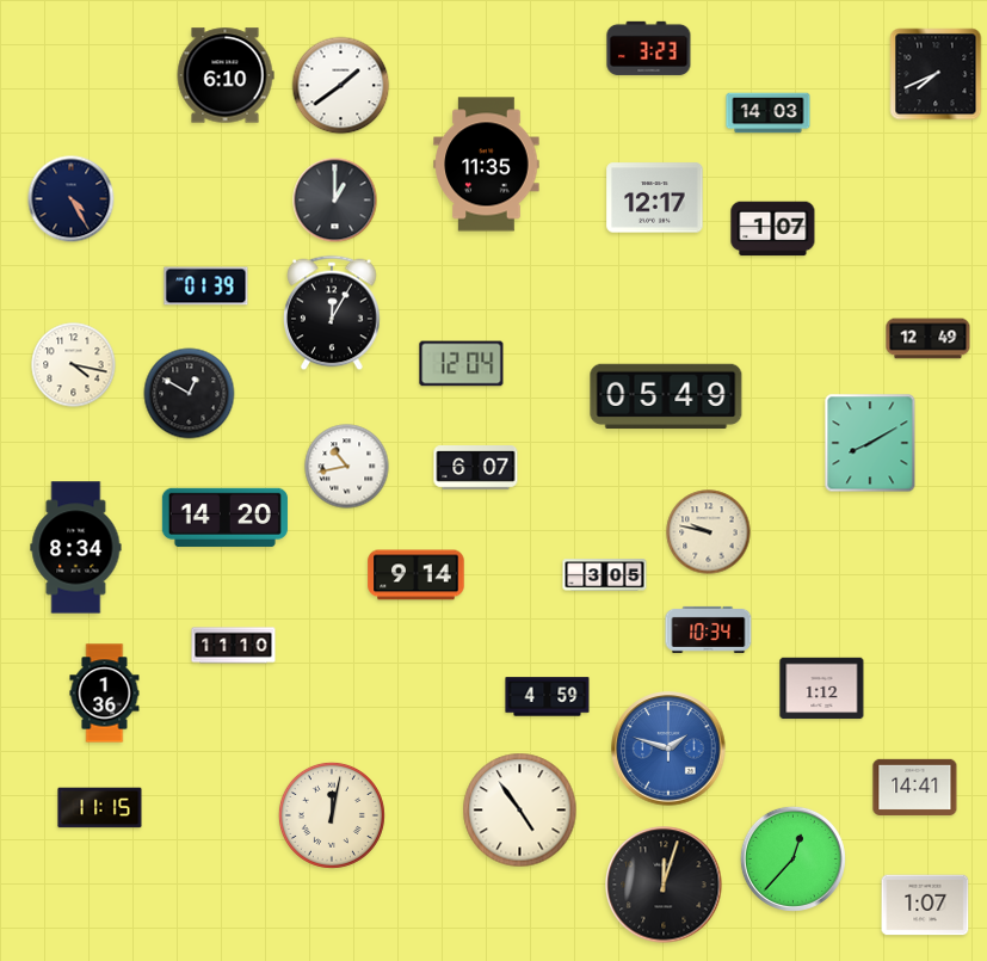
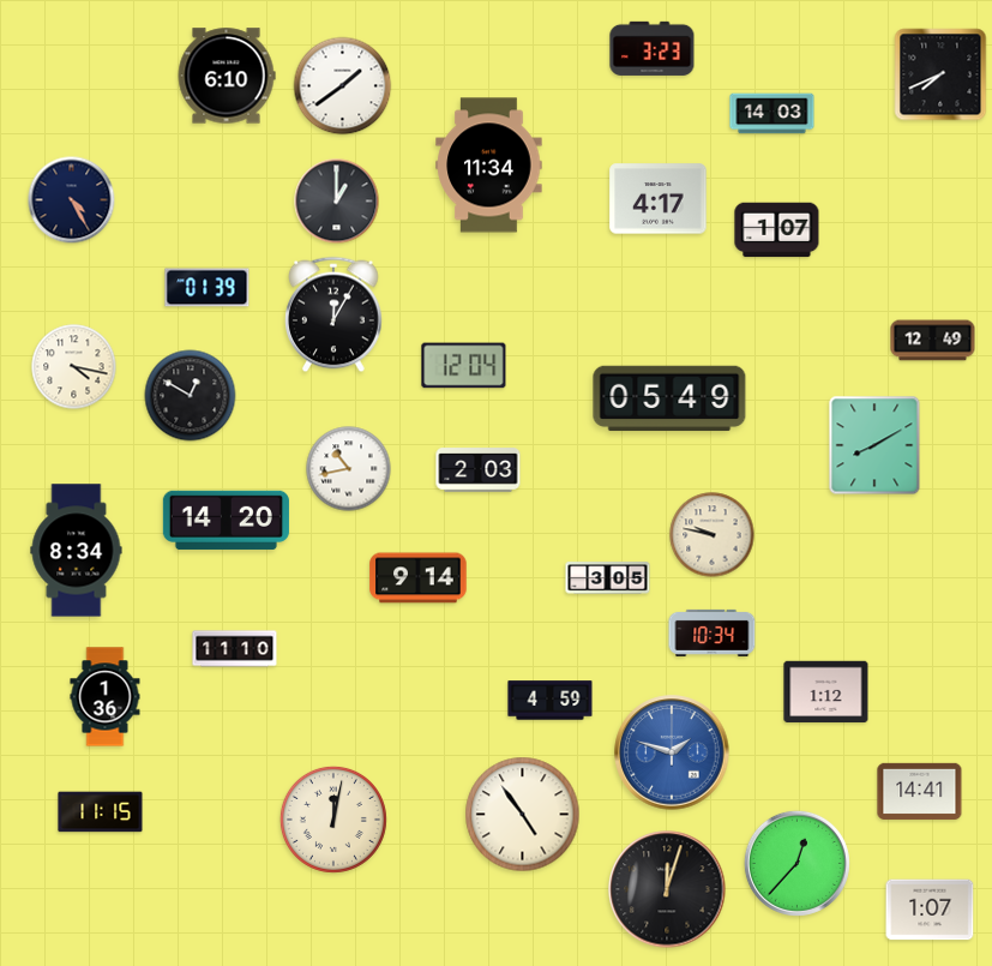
clock at (487, 165): 11:35 -> 11:34
clock at (655, 198): 12:17 -> 4:17
clock at (476, 468): 6:07 -> 2:03
